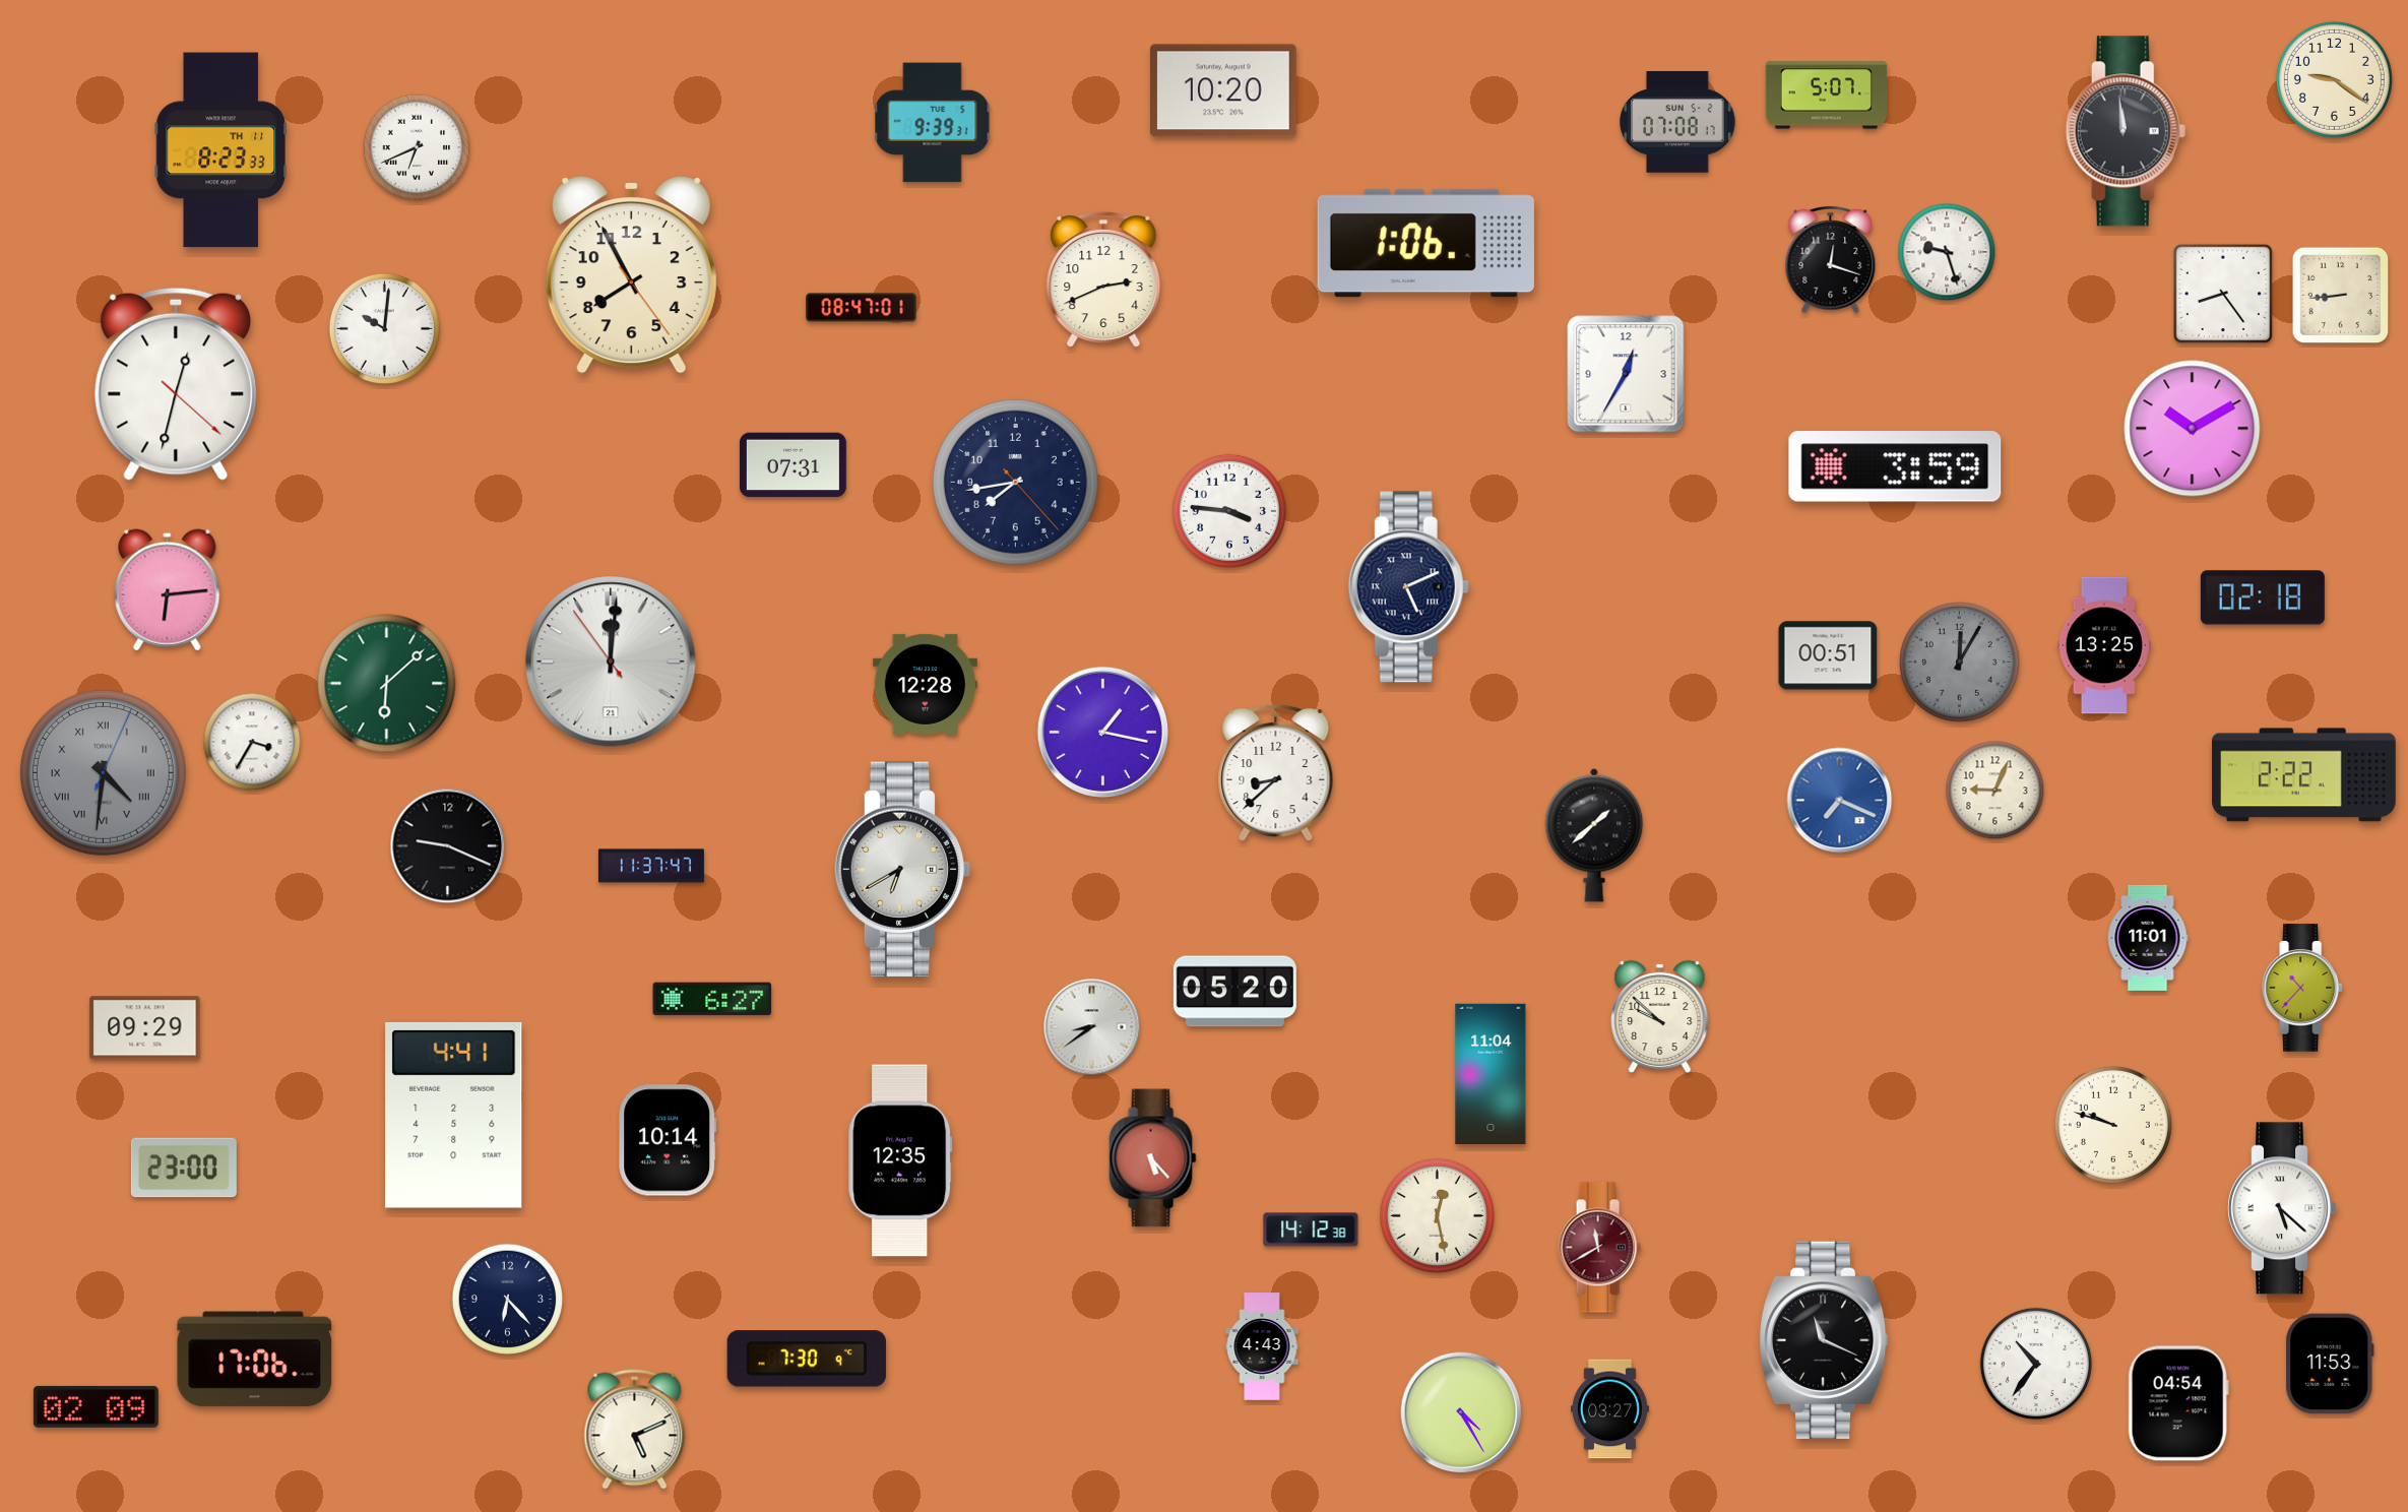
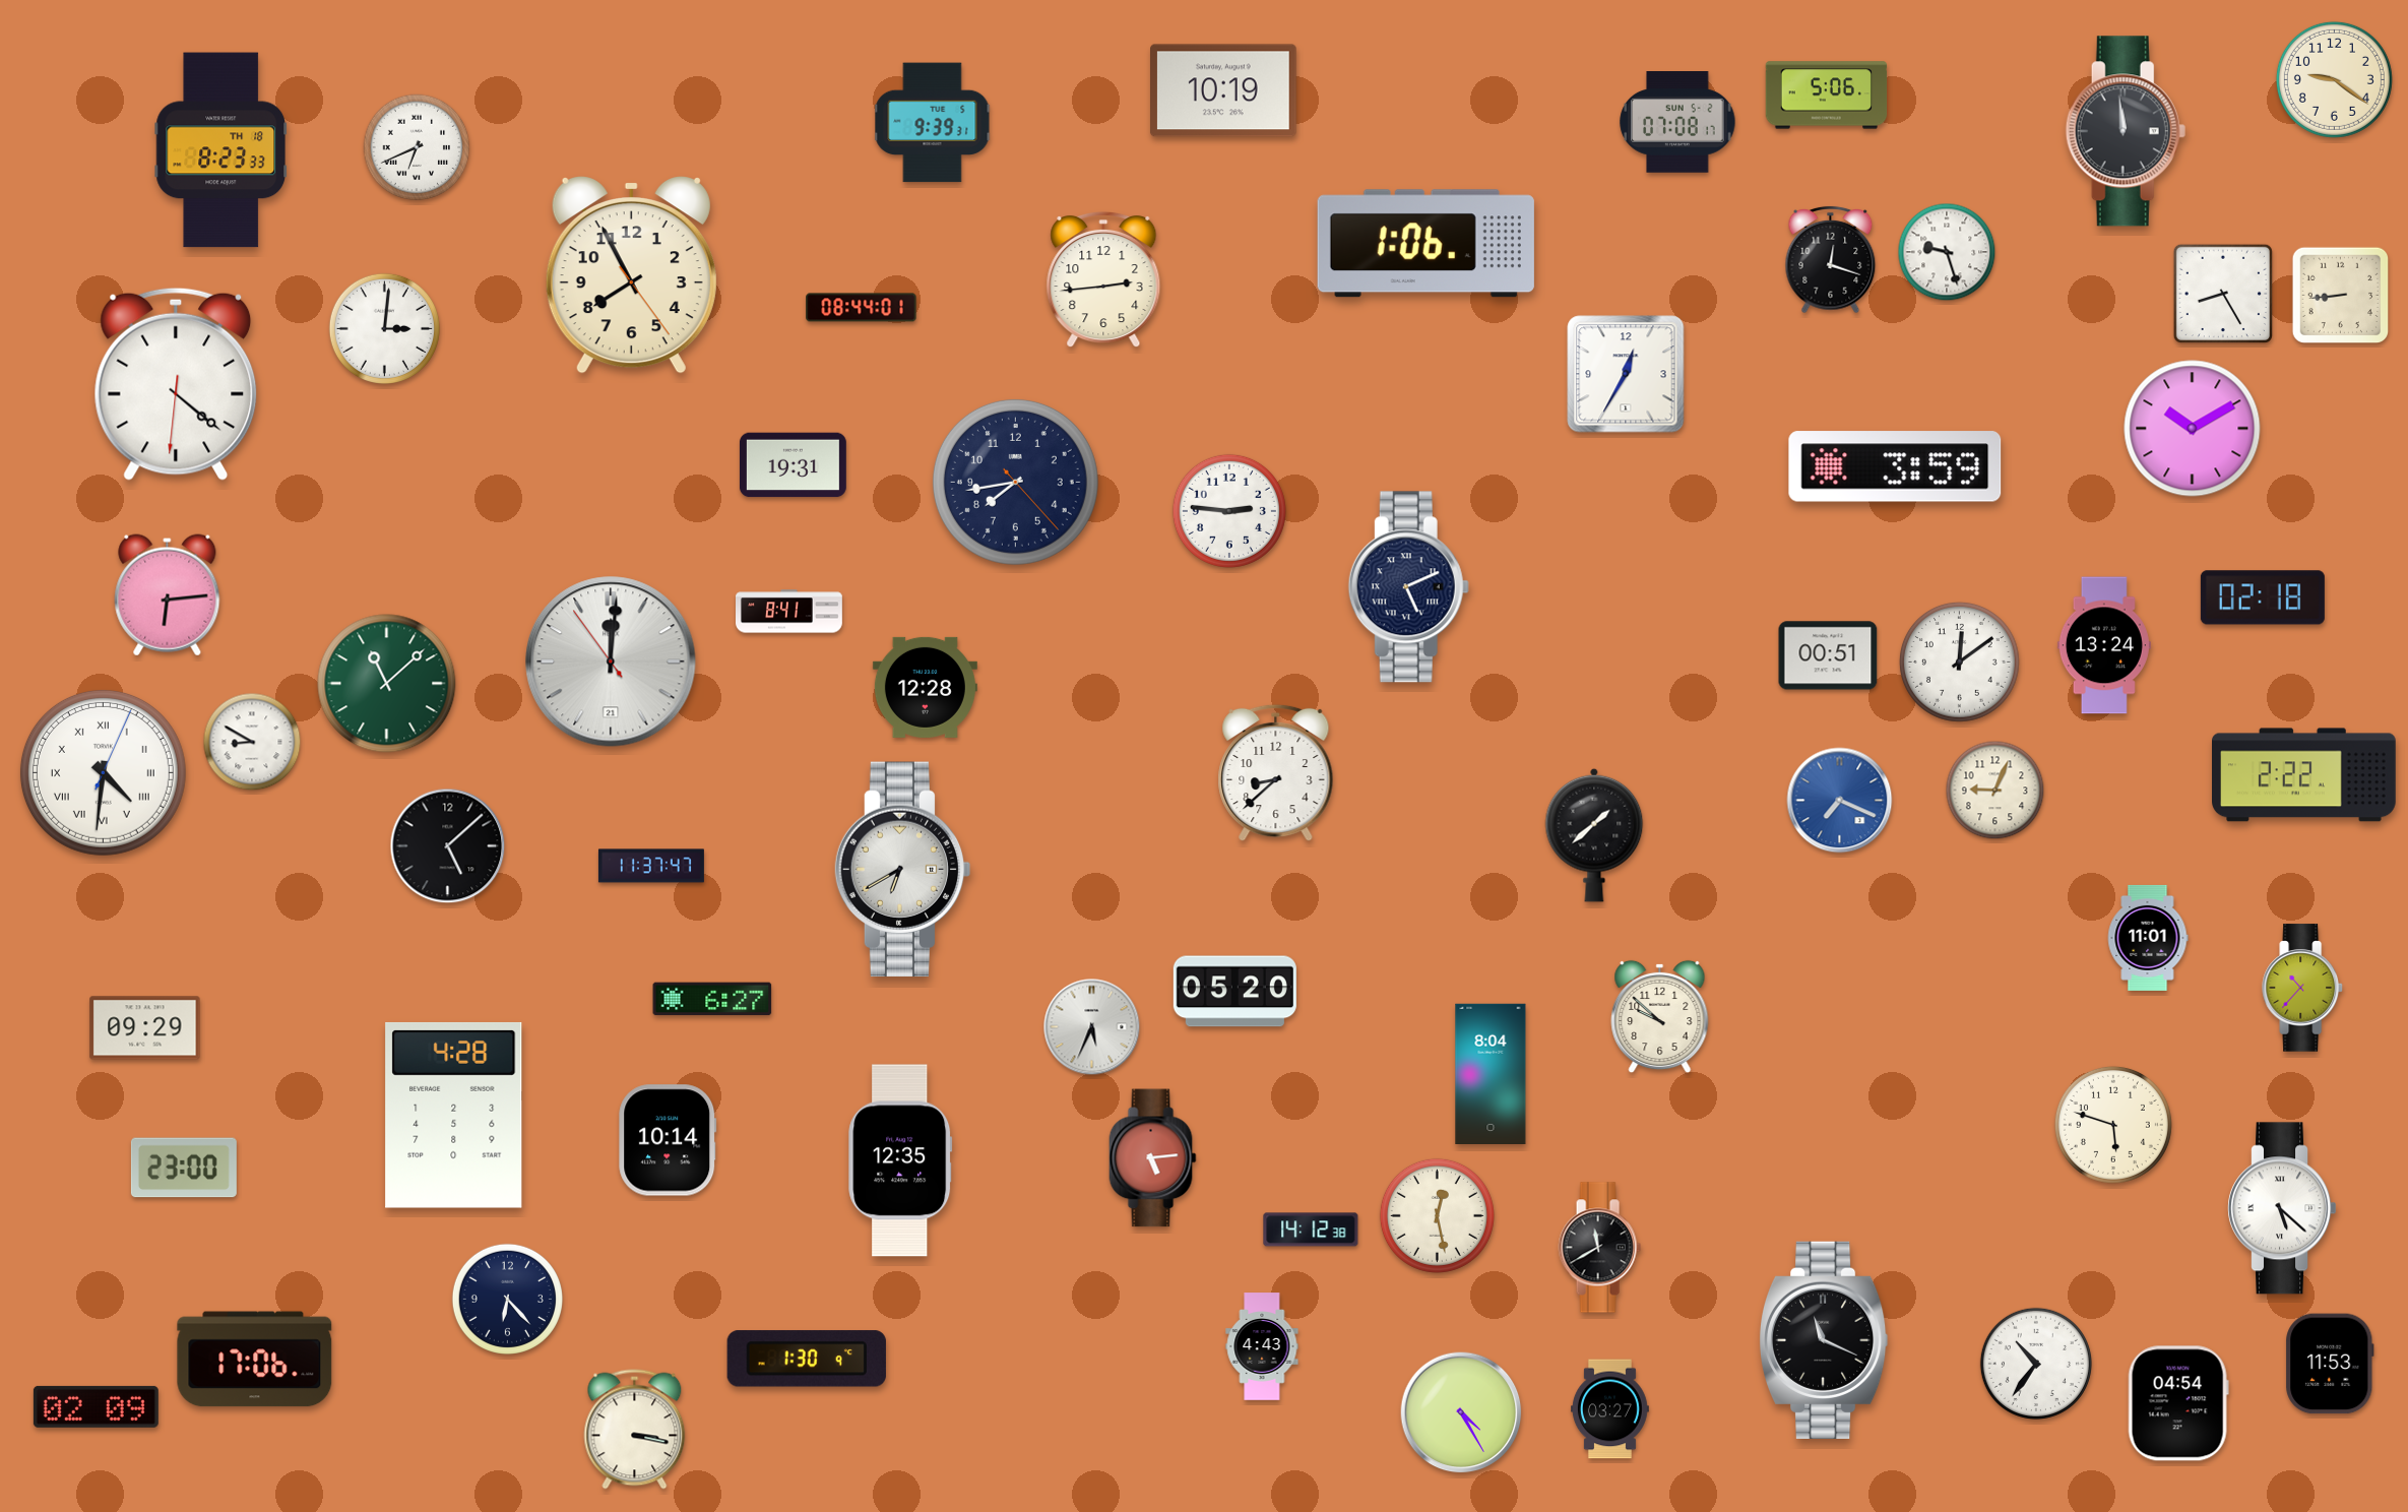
clock at (1224, 90): 10:20 -> 10:19
clock at (1827, 96): 5:07 -> 5:06
clock at (221, 150) date: TH 11 -> TH 18
clock at (1103, 279): 2:41 -> 2:44
clock at (2223, 294): 8:24 -> 8:25
clock at (862, 308): 08:47 -> 08:44
clock at (384, 328): 10:01 -> 3:01
clock at (176, 384): 12:32 -> 4:21
clock at (793, 465): 07:31 -> 19:31
clock at (1229, 511): 3:46 -> 2:46
clock at (168, 590) position: (168, 590) -> (168, 595)
clock at (789, 612): none -> 8:41
clock at (2104, 645): 13:25 -> 13:24
clock at (1959, 661): 12:05 -> 12:09
clock at (1959, 661) dial: grey -> white
clock at (387, 684): 6:08 -> 11:08
clock at (925, 684) position: (925, 684) -> (925, 687)
clock at (1102, 732): 1:17 -> none
clock at (252, 742): 3:35 -> 8:50
clock at (103, 772) dial: grey -> white
clock at (448, 846): 9:19 -> 5:08
clock at (1092, 1027): 8:39 -> 5:34
clock at (1491, 1073): 11:04 -> 8:04
clock at (454, 1115): 4:41 -> 4:28
clock at (2113, 1125): 9:48 -> 5:48
clock at (1153, 1158): 5:23 -> 5:14
clock at (1599, 1248) dial: burgundy -> black
clock at (807, 1359): 7:30 -> 1:30
clock at (635, 1430): 5:11 -> 3:17
